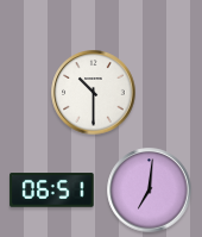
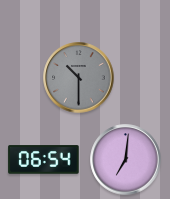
clock at (94, 93) dial: white -> grey
clock at (52, 191): 06:51 -> 06:54
